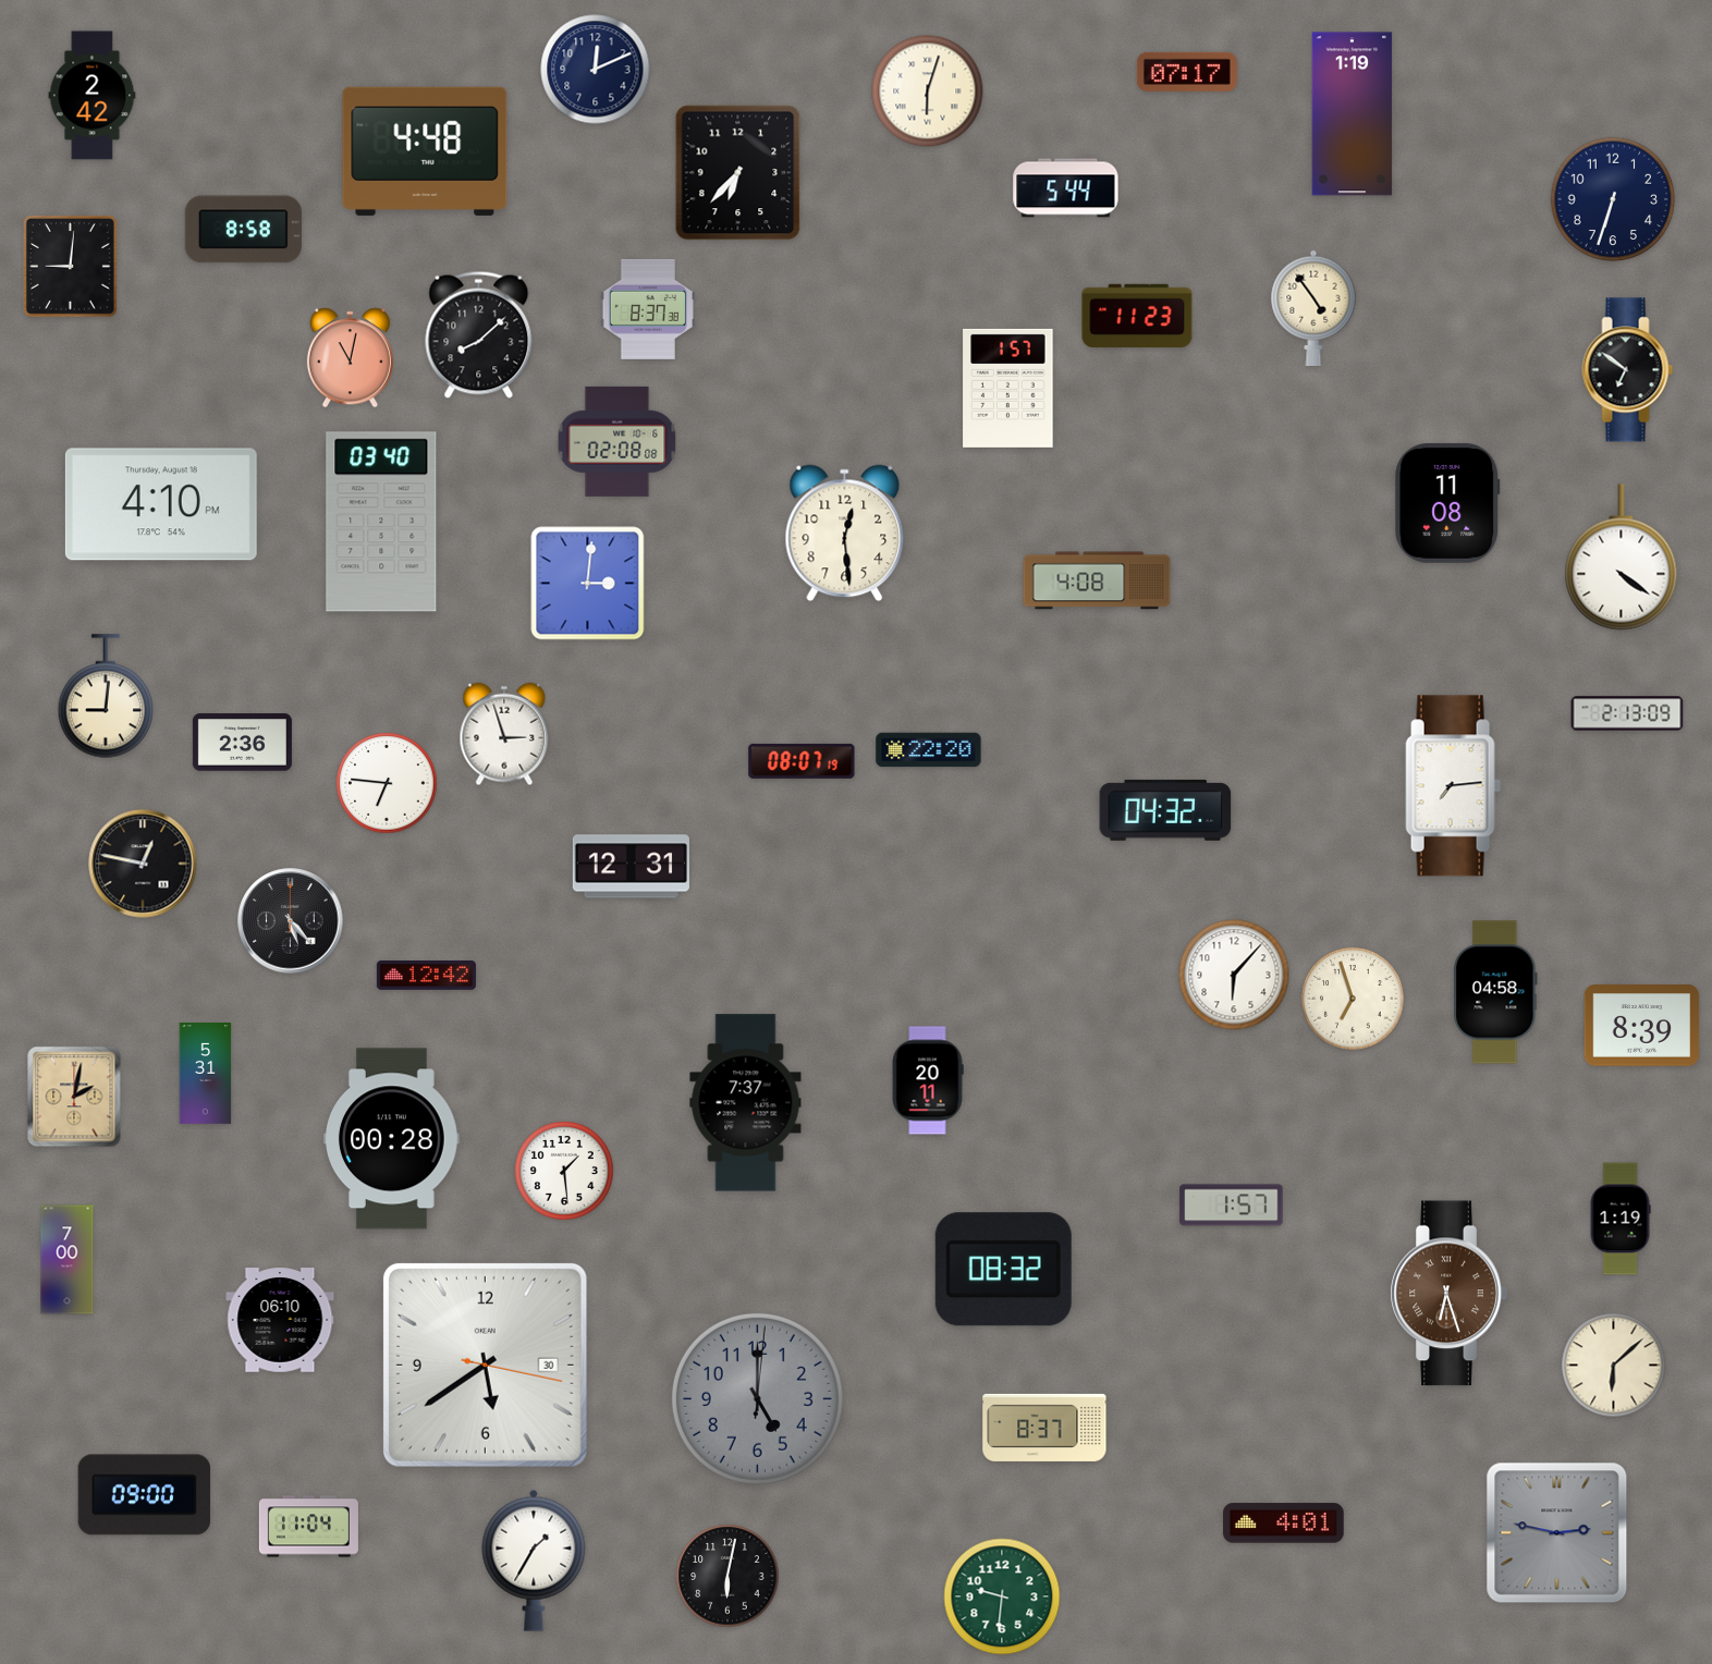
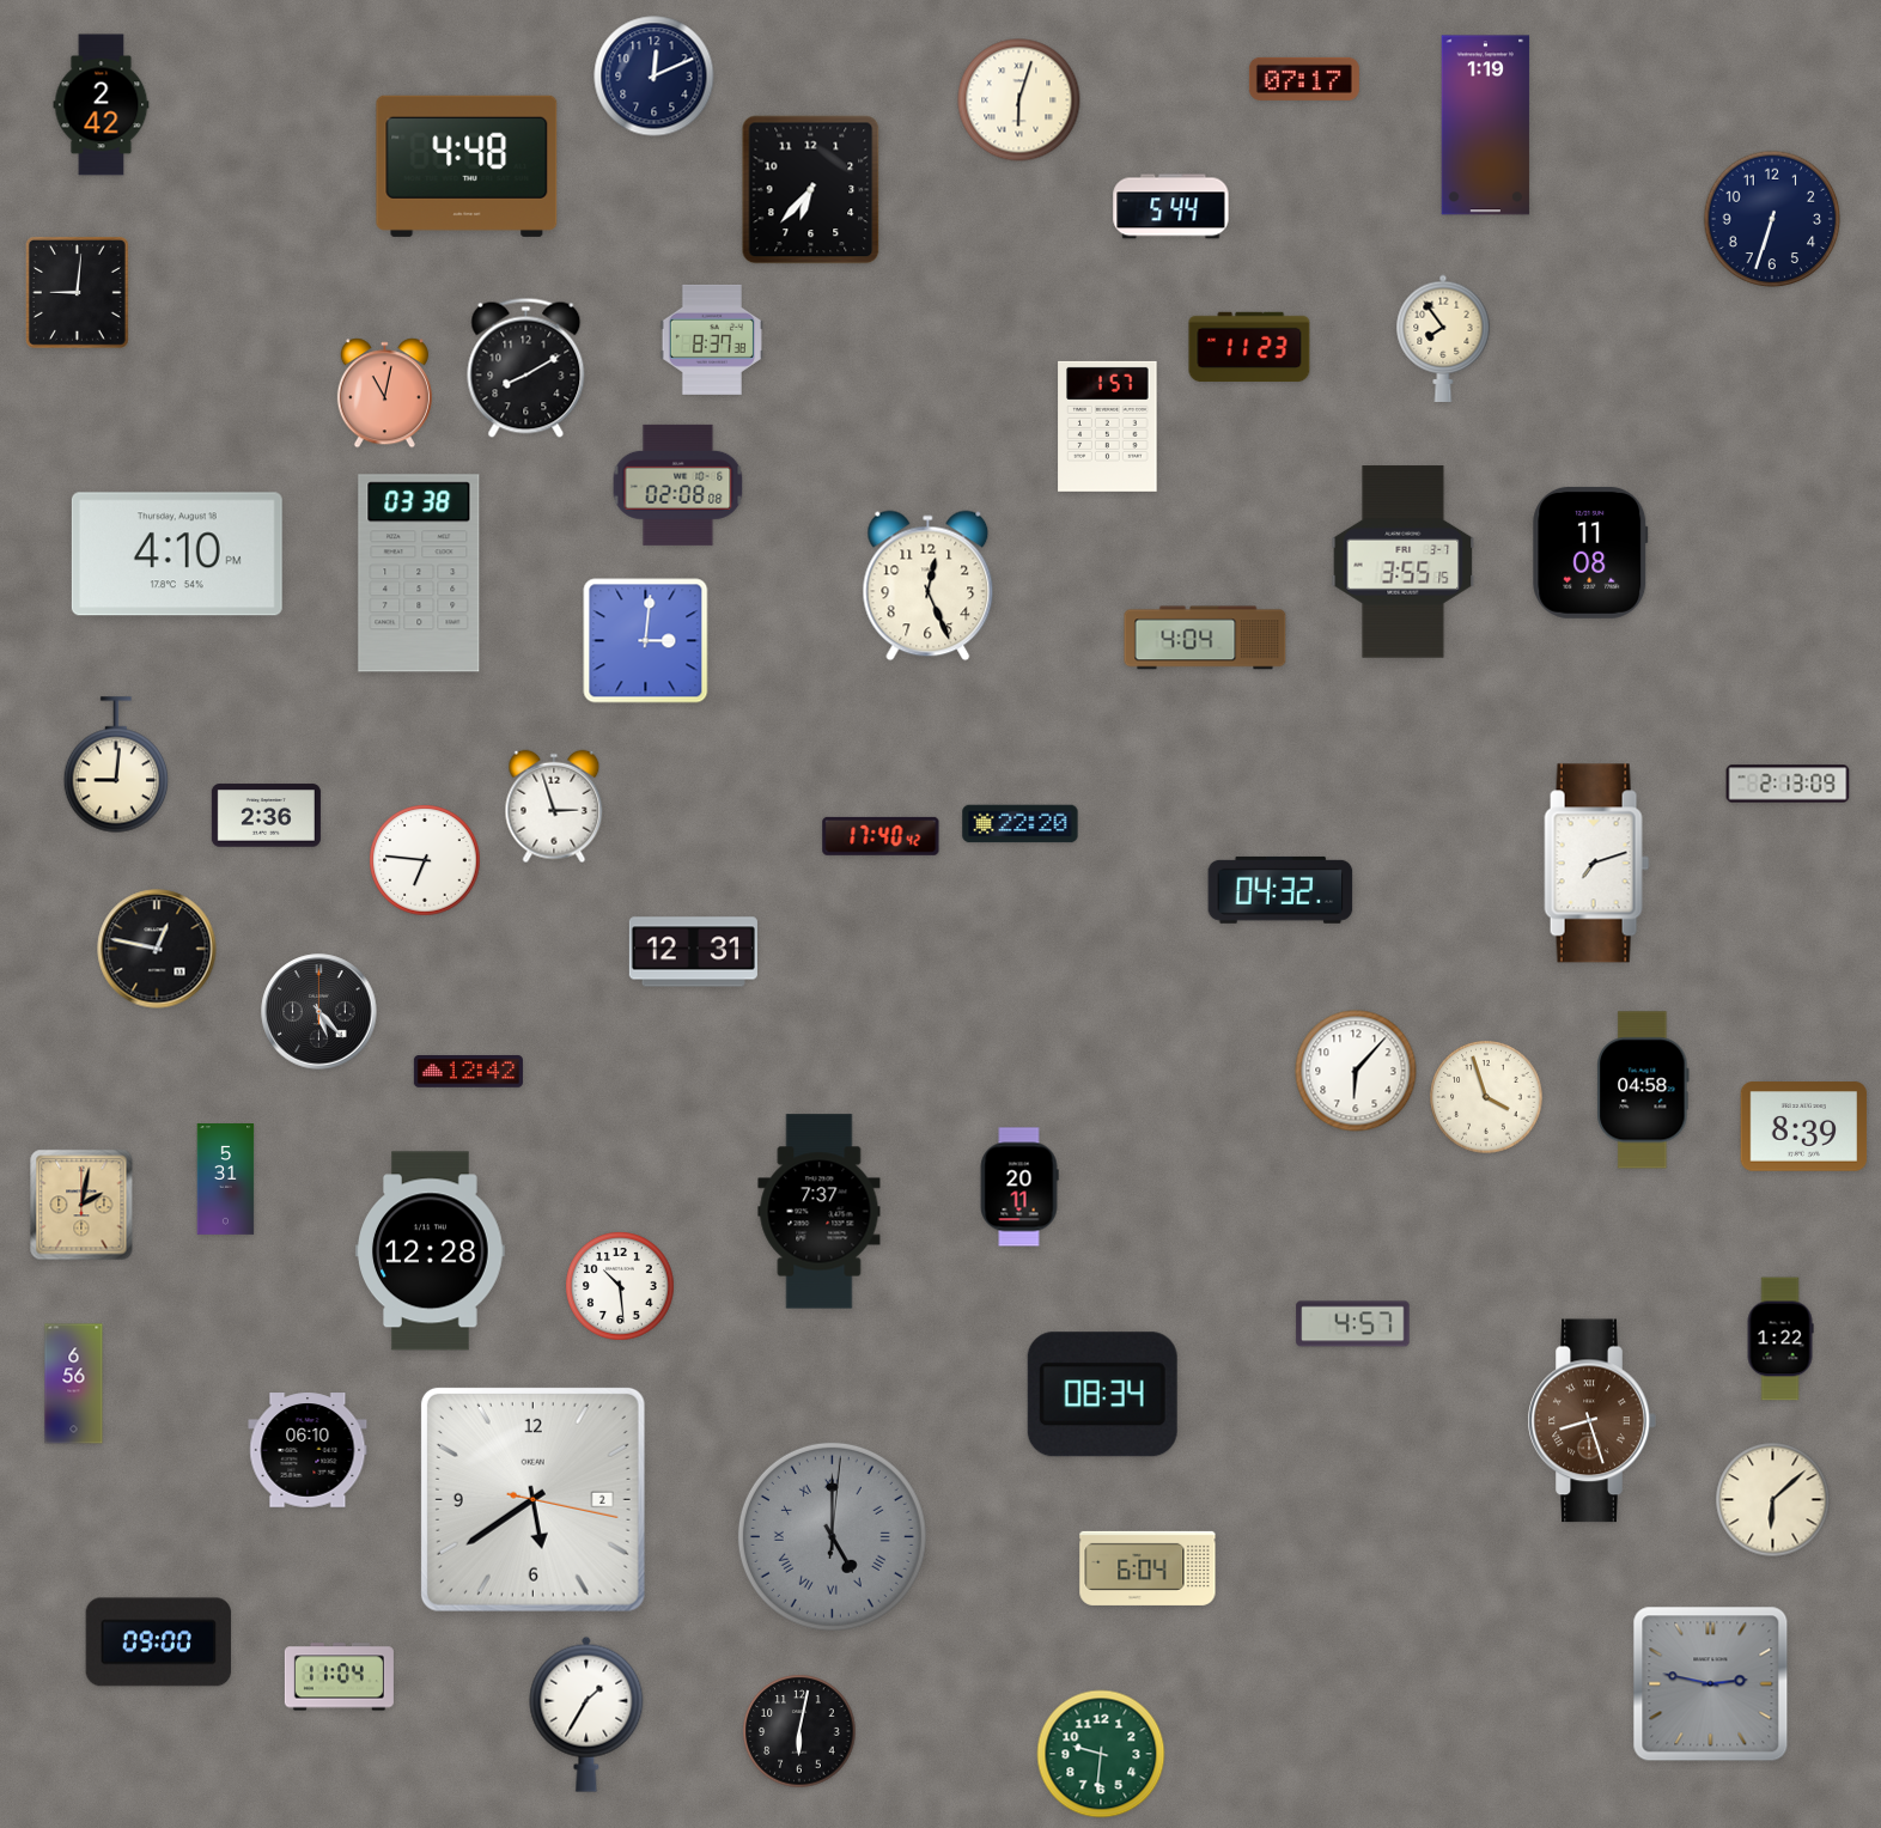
clock at (243, 230): 8:58 -> none
clock at (1313, 307): 4:54 -> 7:54
clock at (479, 334): 8:08 -> 8:10
clock at (1628, 370): 6:51 -> none
clock at (1404, 562): none -> 3:55
clock at (381, 522): 03:40 -> 03:38
clock at (845, 534): 12:29 -> 12:26
clock at (1622, 558): 4:21 -> none
clock at (1097, 580): 4:08 -> 4:04
clock at (802, 761): 08:07 -> 17:40
clock at (1454, 786): 7:14 -> 7:12
clock at (1353, 999): 6:57 -> 3:57
clock at (392, 1139): 00:28 -> 12:28
clock at (564, 1171): 1:29 -> 10:29
clock at (1232, 1206): 1:57 -> 4:57
clock at (1621, 1219): 1:19 -> 1:22
clock at (68, 1260): 7:00 -> 6:56
clock at (1003, 1270): 08:32 -> 08:34
clock at (1448, 1294): 6:27 -> 8:27
clock at (485, 1365) date: 30 -> 2
clock at (757, 1398) numerals: Arabic -> Roman
clock at (1044, 1428): 8:37 -> 6:04
clock at (1284, 1524): 4:01 -> none
